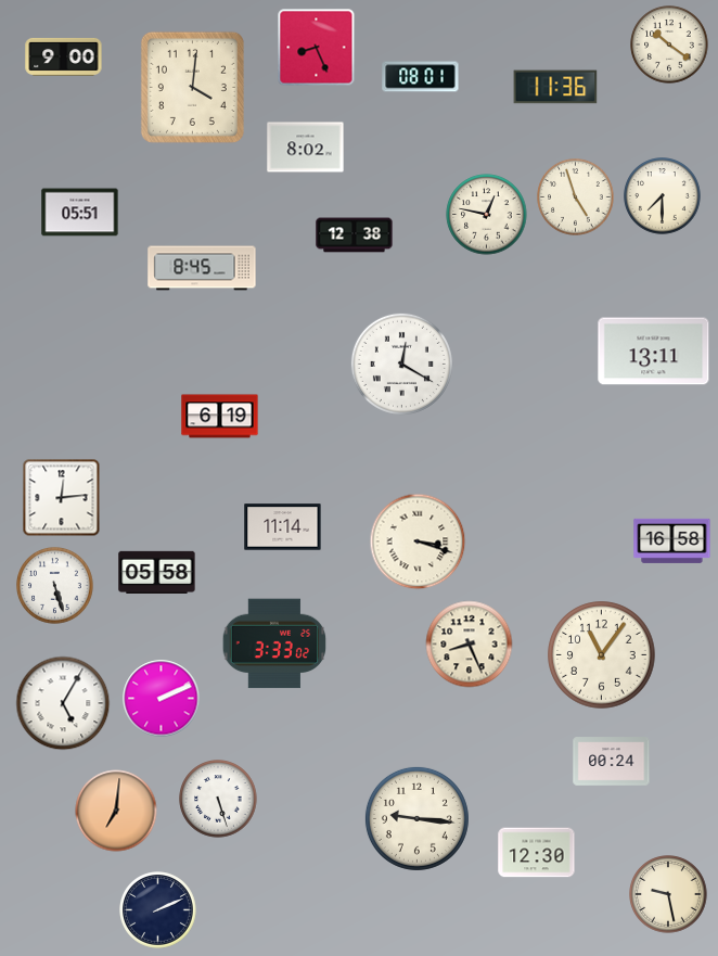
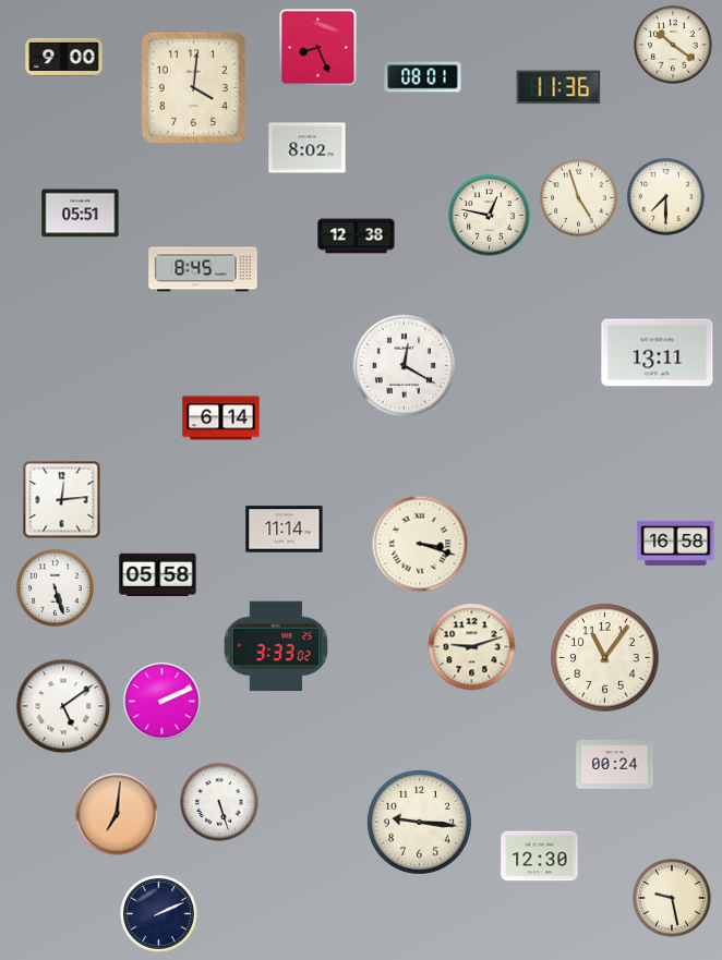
clock at (220, 417): 6:19 -> 6:14
clock at (470, 645): 8:26 -> 9:12
clock at (63, 703): 5:05 -> 5:09
